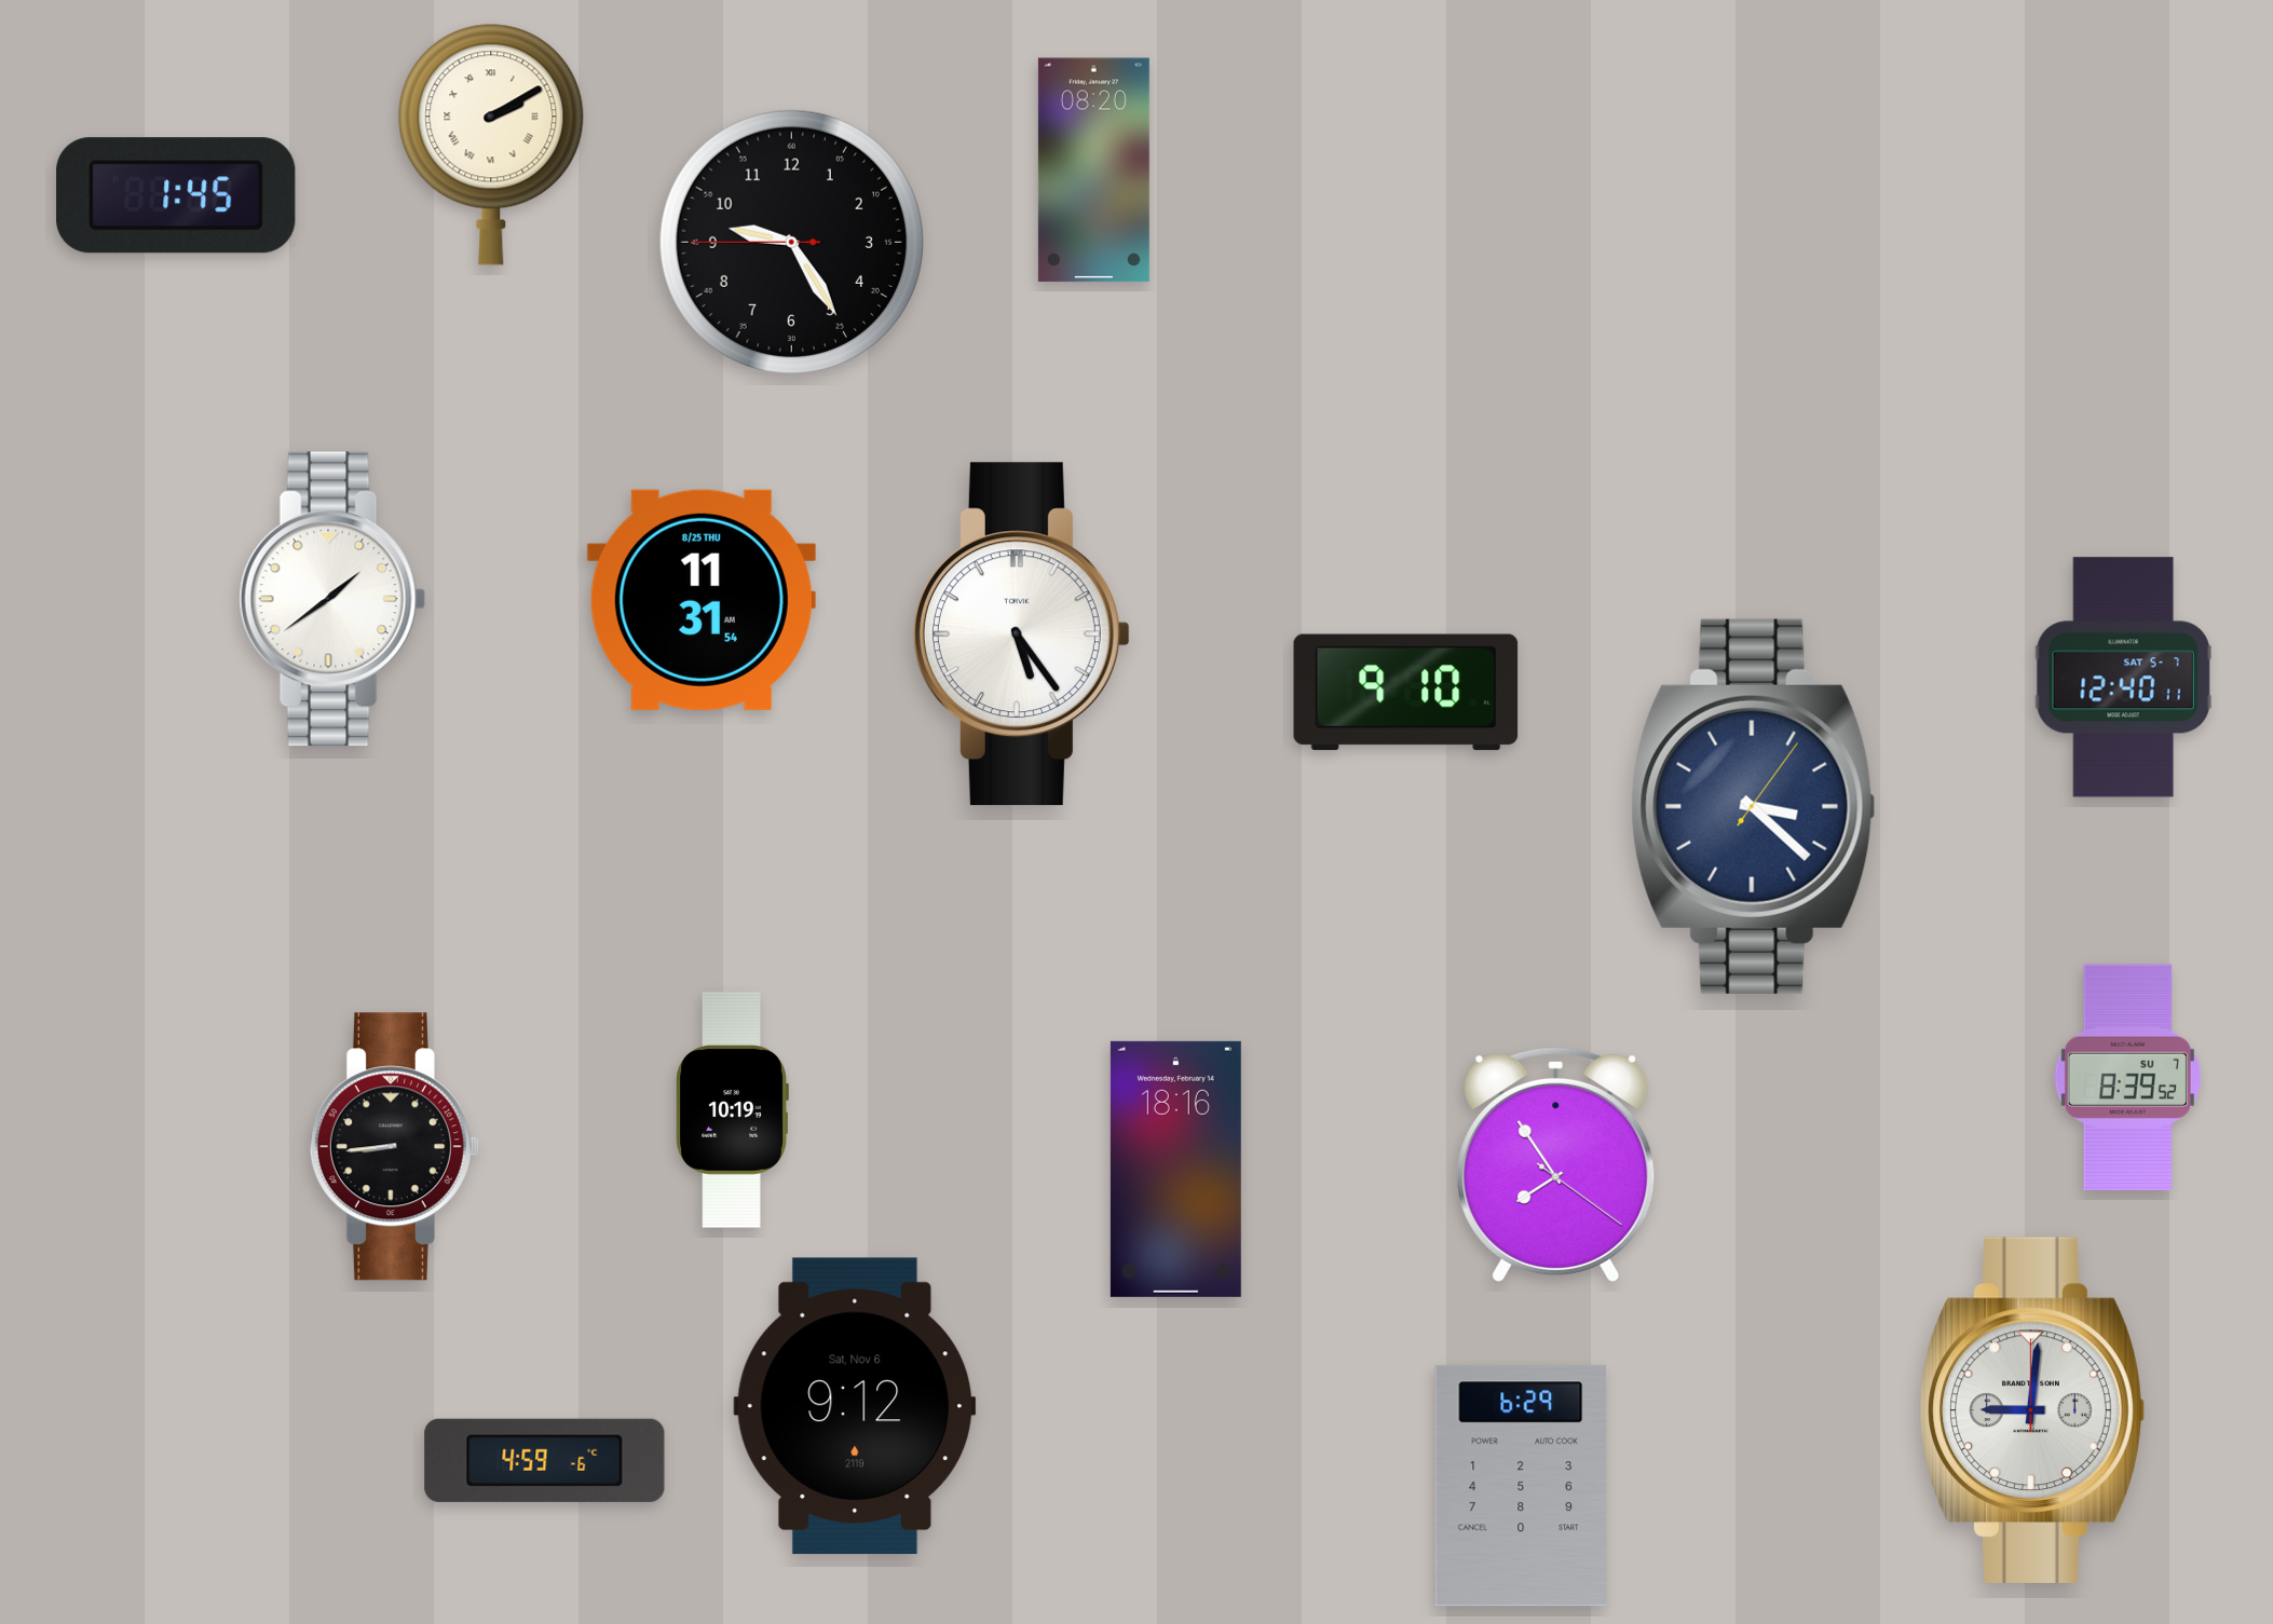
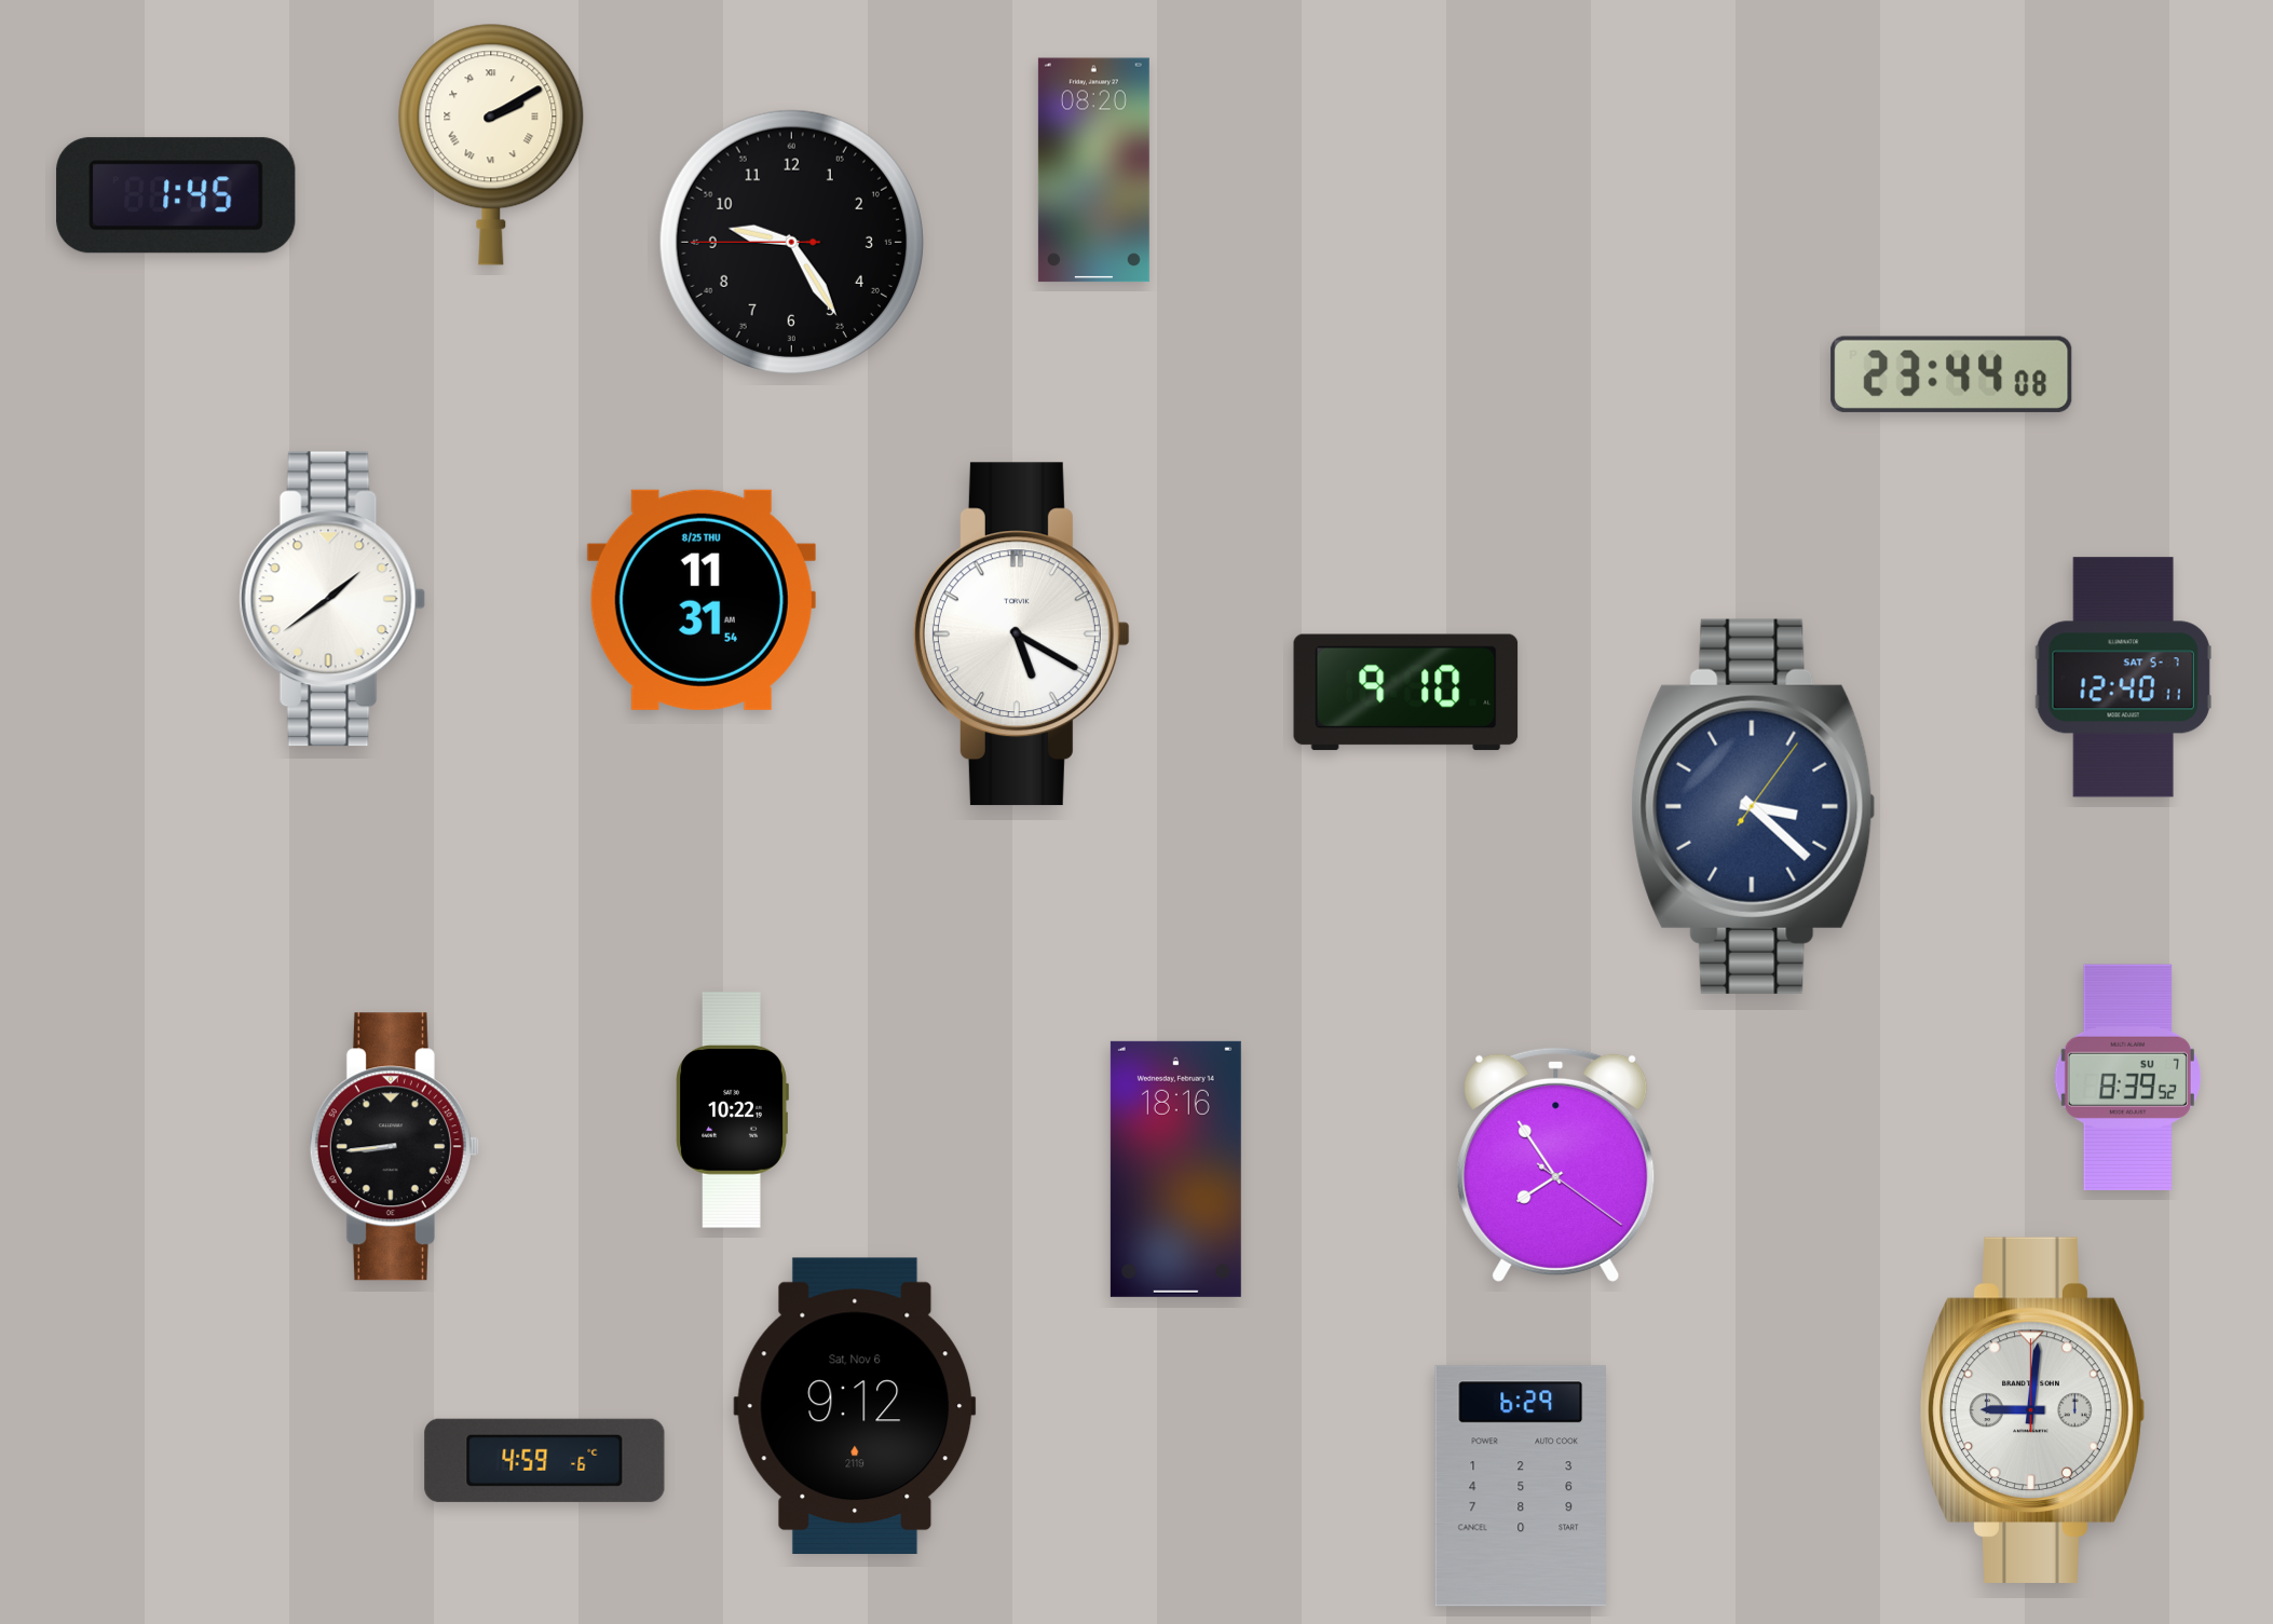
clock at (1951, 374): none -> 23:44
clock at (1021, 634): 5:24 -> 5:20
clock at (732, 1110): 10:19 -> 10:22
